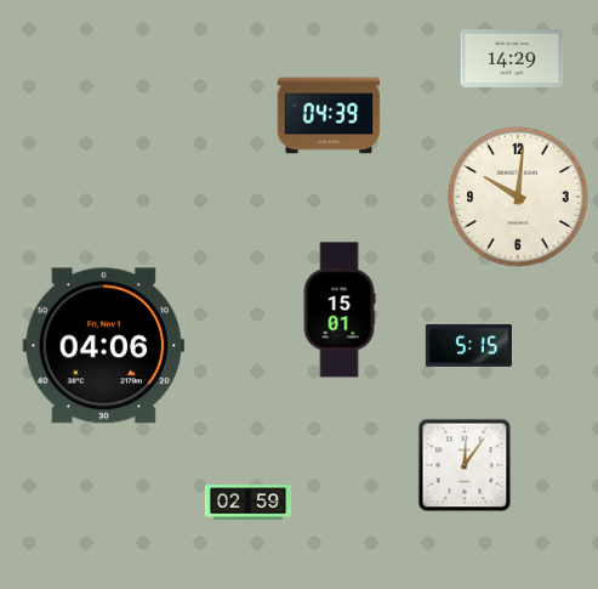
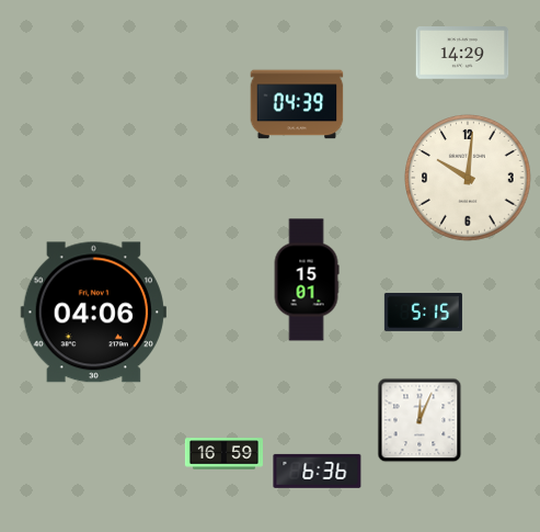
clock at (465, 465): 12:06 -> 12:04
clock at (247, 503): 02:59 -> 16:59
clock at (318, 471): none -> 6:36
